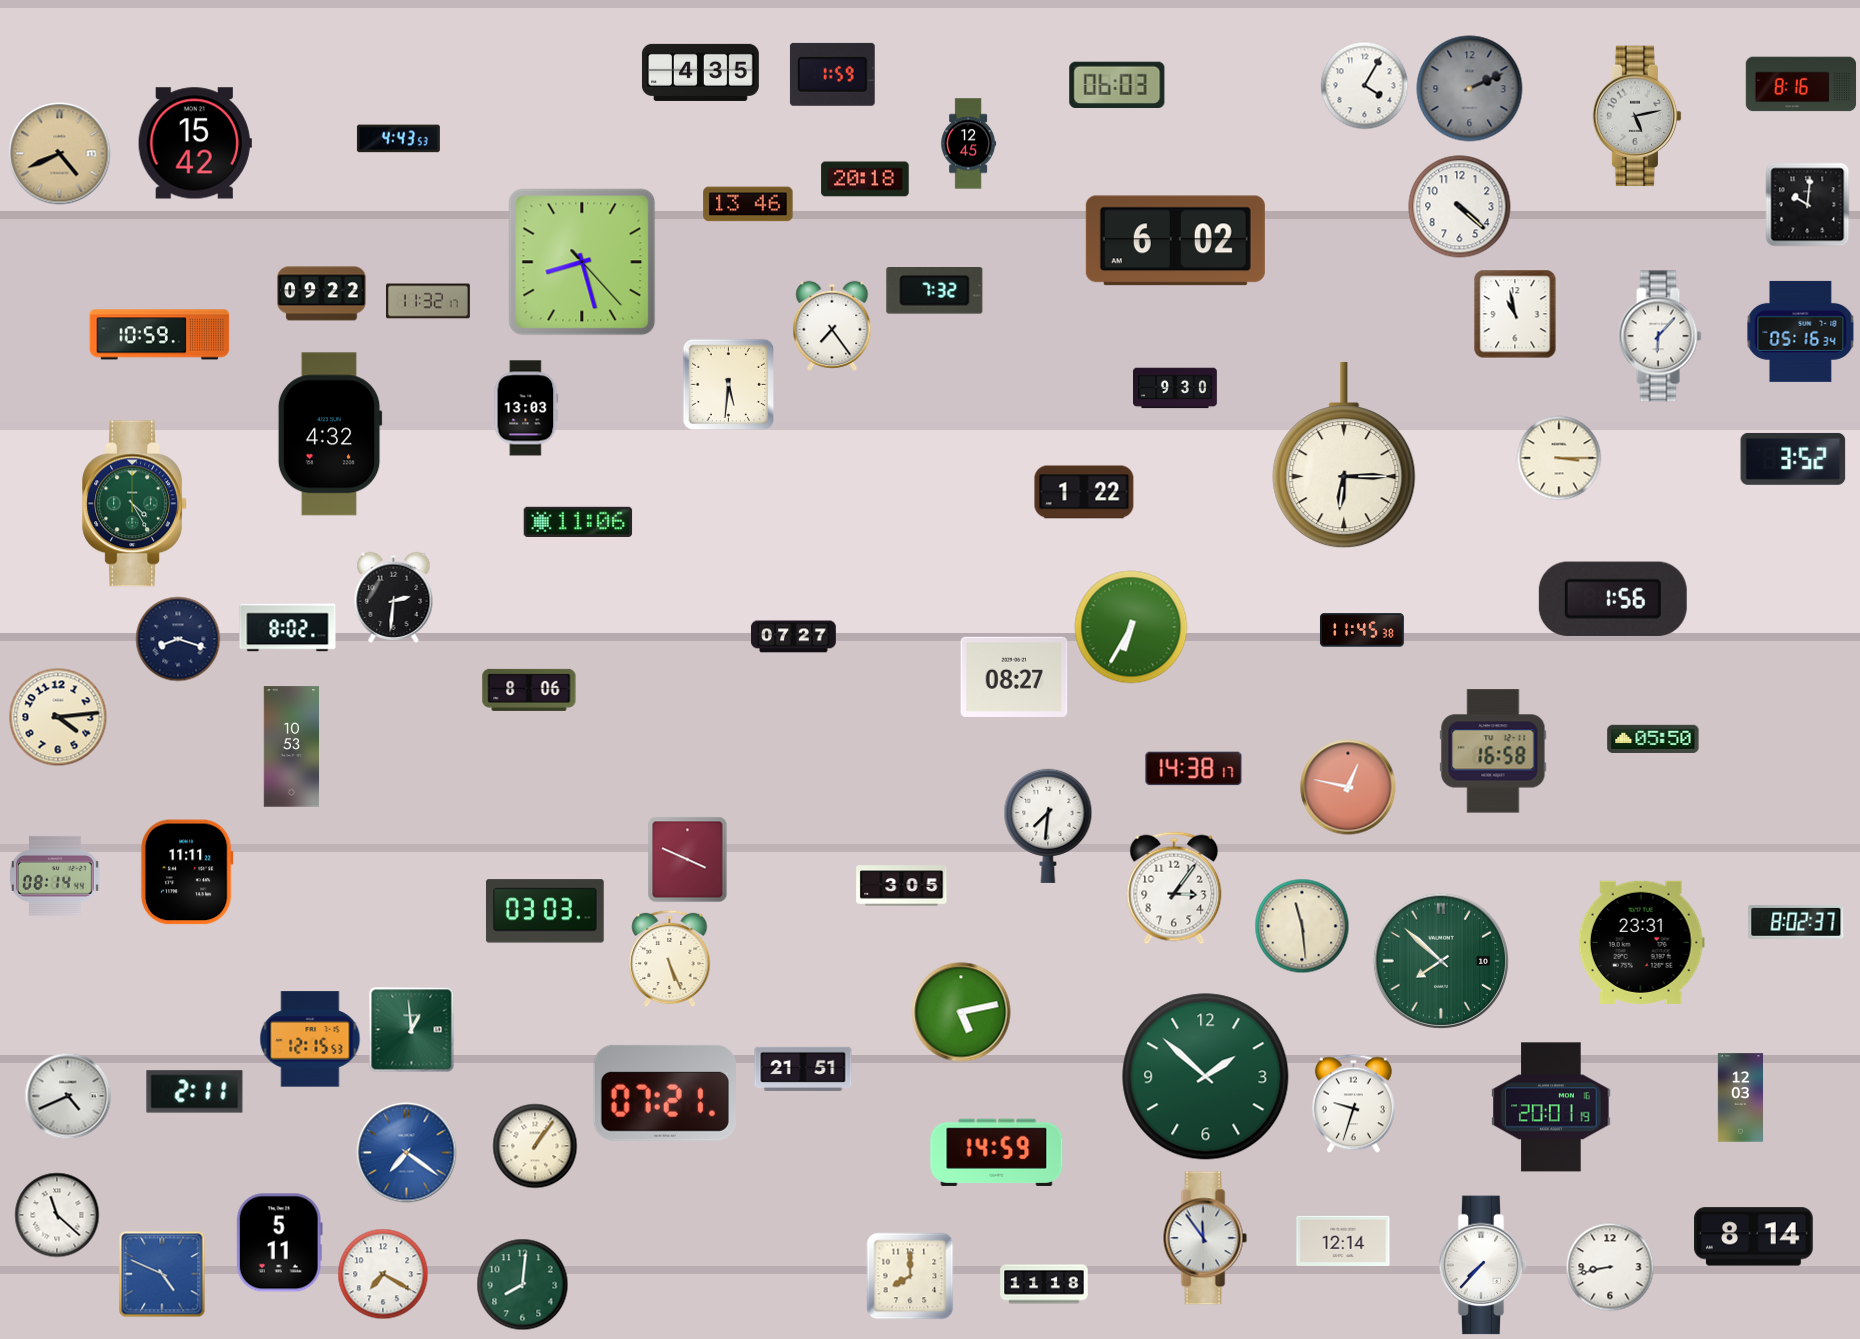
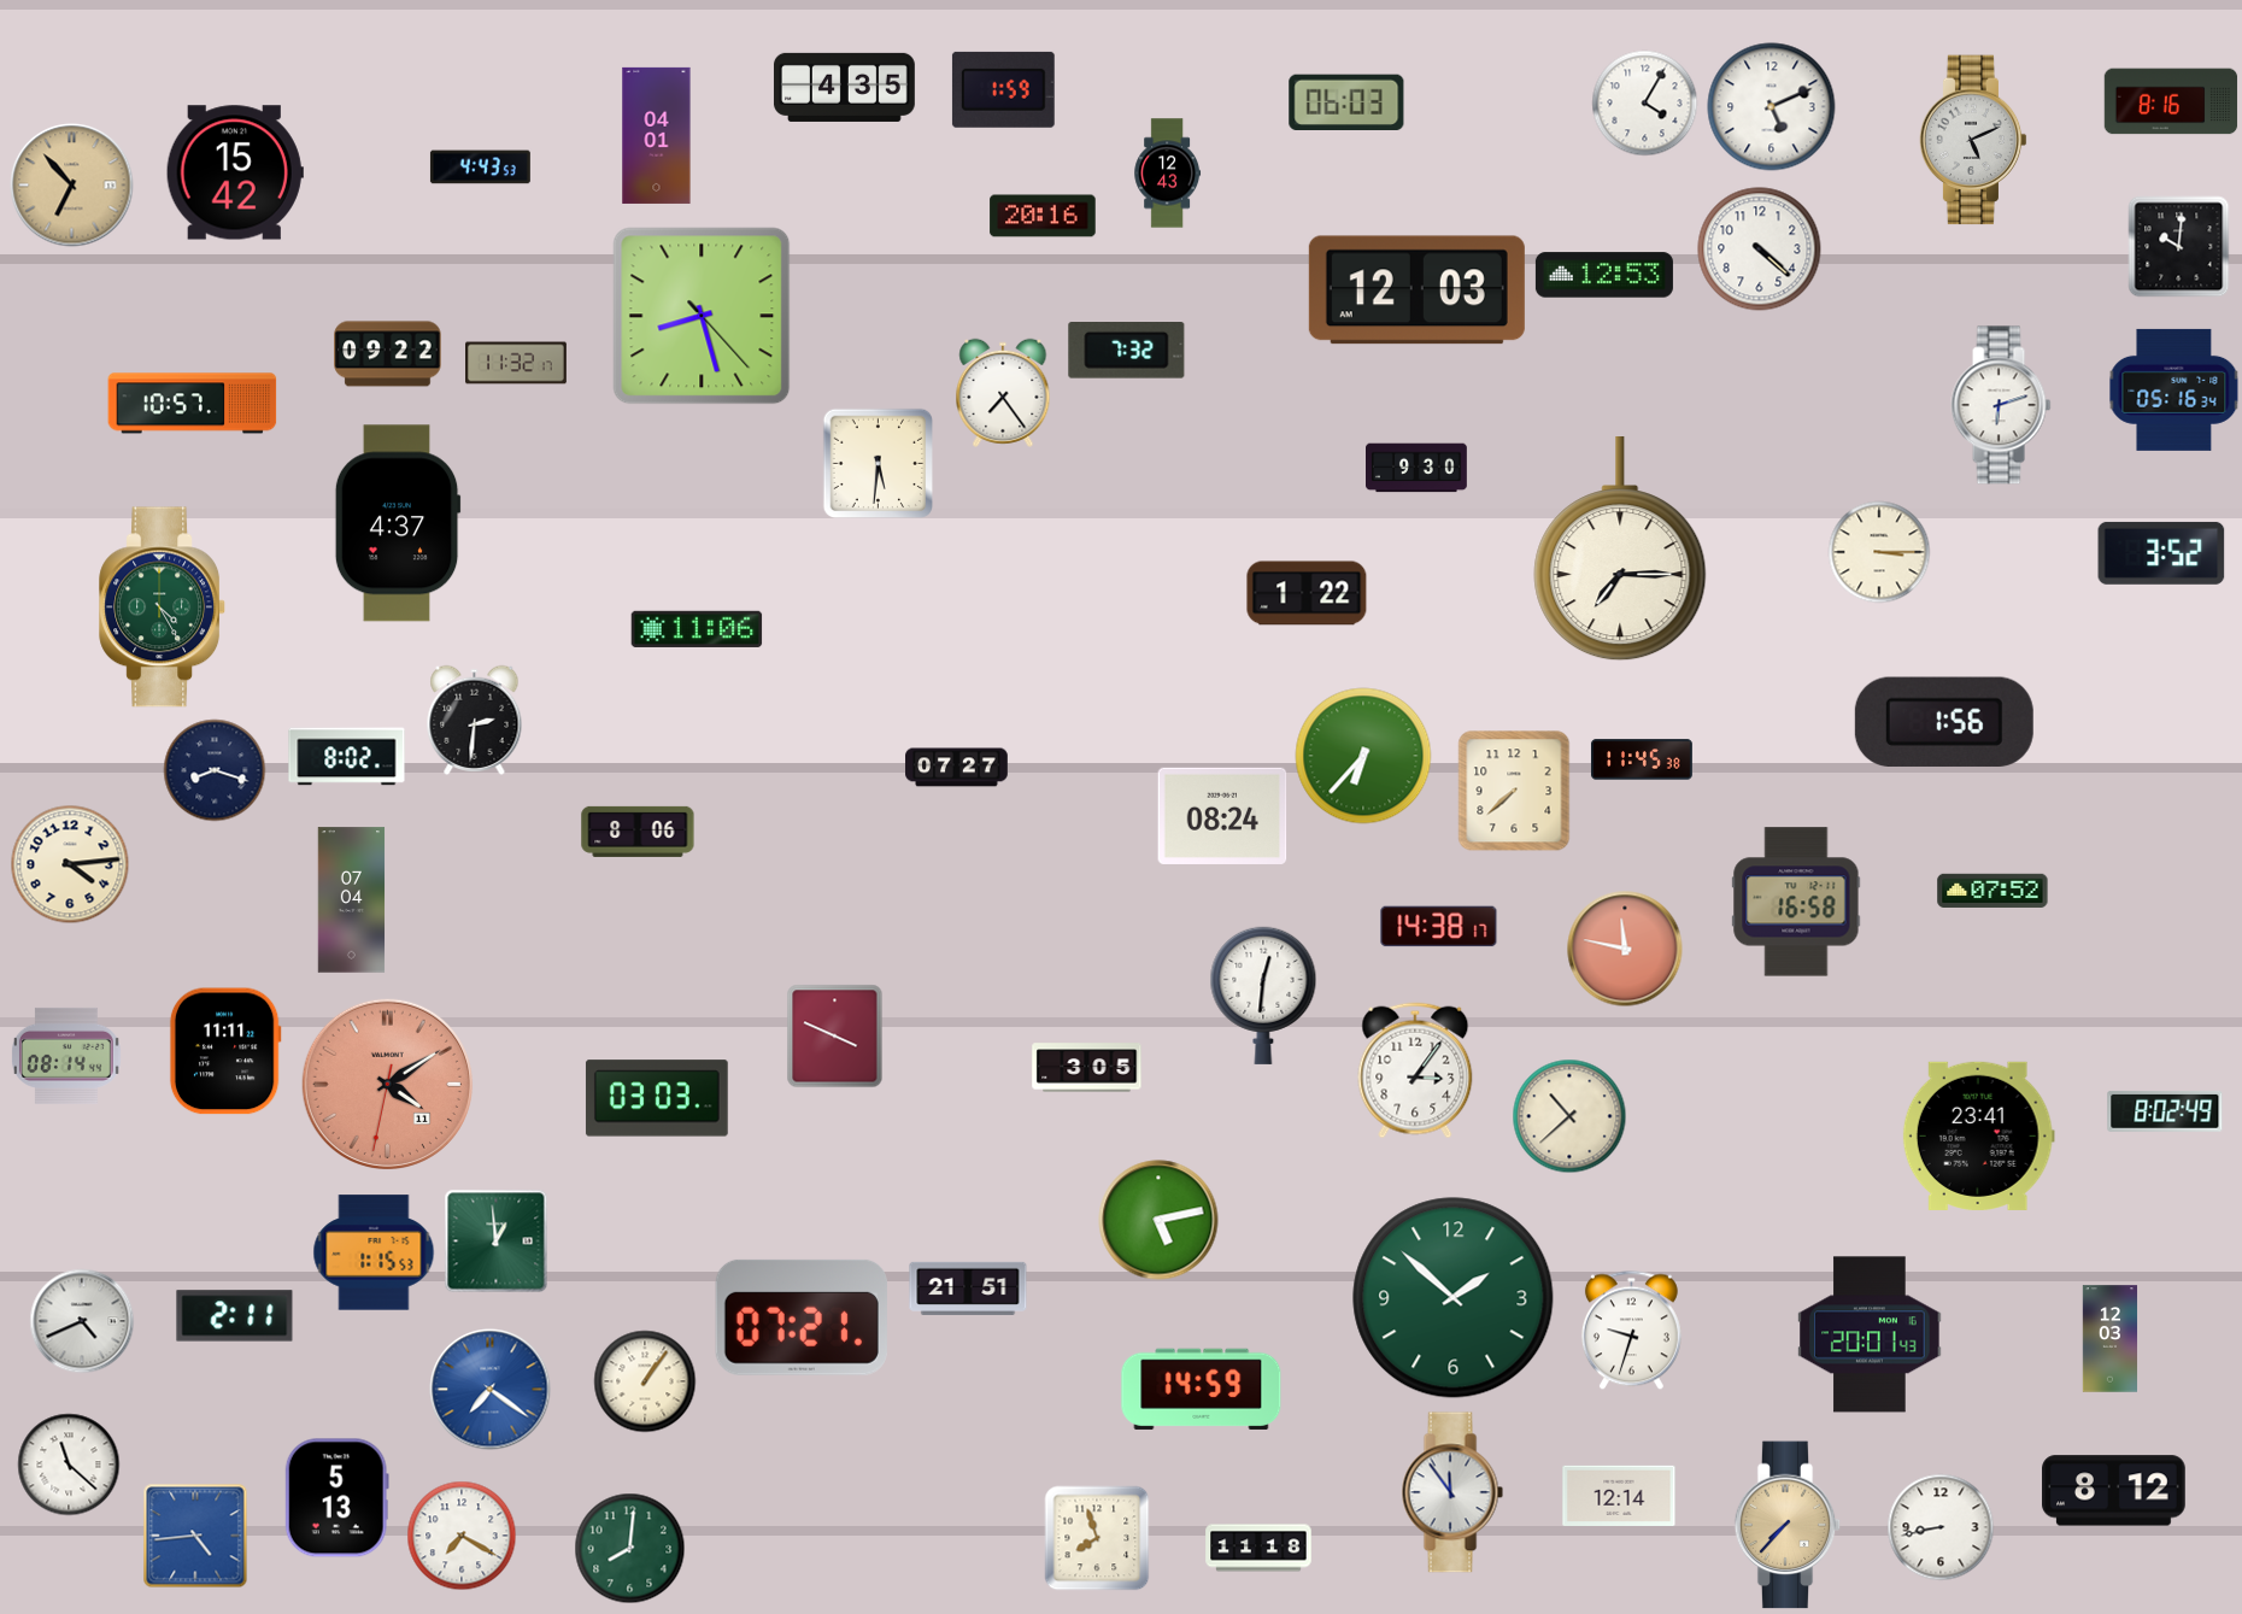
clock at (1470, 89): 2:11 -> 5:11
clock at (1470, 89) dial: grey -> white
clock at (657, 135): none -> 04:01
clock at (1637, 116): 5:13 -> 5:11
clock at (969, 144): 12:45 -> 12:43
clock at (60, 154): 4:41 -> 6:53
clock at (865, 179): 20:18 -> 20:16
clock at (748, 204): 13:46 -> none
clock at (1604, 275): none -> 12:53
clock at (1175, 241): 6:02 -> 12:03
clock at (1515, 314): 10:58 -> none
clock at (1801, 331) position: (1801, 331) -> (2174, 389)
clock at (160, 335): 10:59 -> 10:57
clock at (1660, 336): 6:07 -> 6:12
clock at (526, 408): 13:03 -> none
clock at (330, 434): 4:32 -> 4:37
clock at (1344, 456): 6:15 -> 7:15
clock at (1131, 627): 6:35 -> 6:37
clock at (1514, 791): none -> 7:38
clock at (1014, 677): 08:27 -> 08:24
clock at (1653, 739): 05:50 -> 07:52
clock at (292, 747): 10:53 -> 07:04
clock at (1493, 751) position: (1493, 751) -> (1796, 902)
clock at (1348, 787): 12:47 -> 11:47
clock at (1048, 826): 7:31 -> 12:31
clock at (688, 860) position: (688, 860) -> (835, 1037)
clock at (387, 1084): none -> 4:09
clock at (1796, 922): 8:02:37 -> 8:02:49
clock at (1302, 926): 11:29 -> 10:38
clock at (1641, 942): 23:31 -> 23:41
clock at (670, 959): 5:26 -> none
clock at (1441, 961): 7:52 -> none
clock at (310, 1039): 12:15 -> 1:15
clock at (1741, 1098) position: (1741, 1098) -> (2111, 1339)
clock at (1551, 1107): 20:01:19 -> 20:01:43
clock at (1754, 1237): 8:14 -> 8:12
clock at (279, 1243): 5:11 -> 5:13
clock at (1483, 1265) dial: white -> champagne
clock at (162, 1274): 4:49 -> 4:44
clock at (910, 1276): 8:00 -> 7:57
